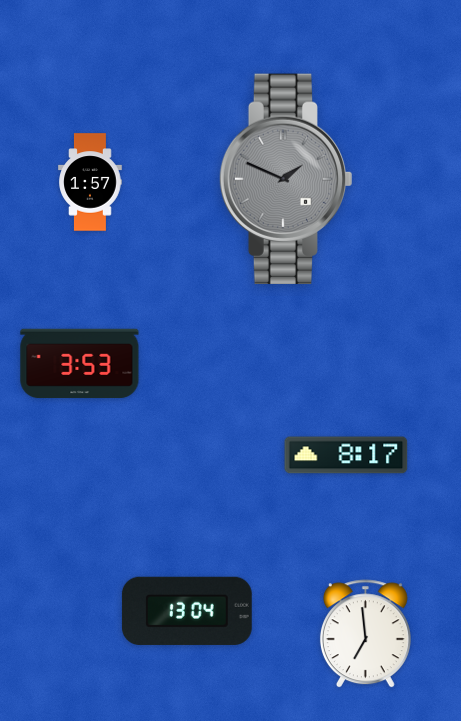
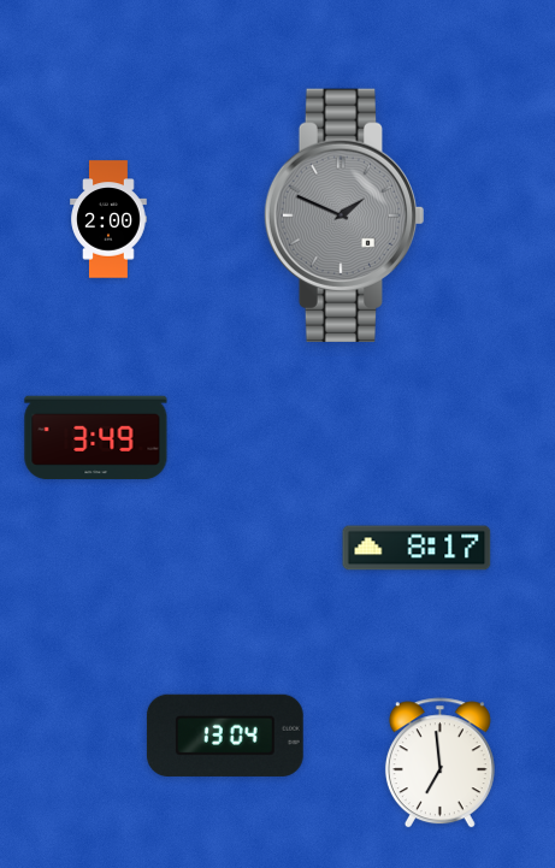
clock at (90, 182): 1:57 -> 2:00
clock at (80, 364): 3:53 -> 3:49
